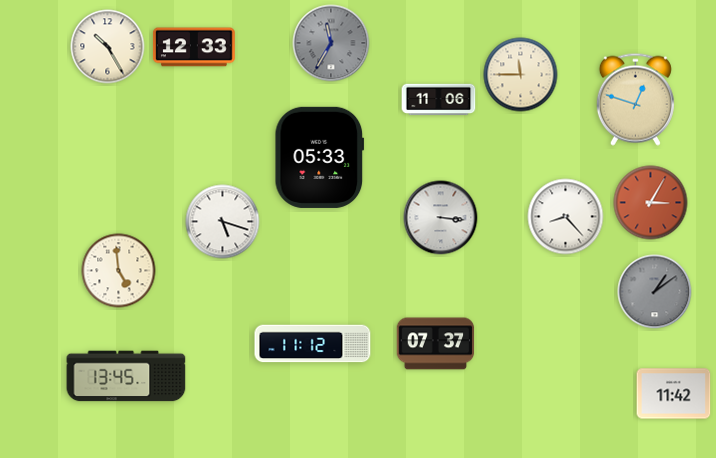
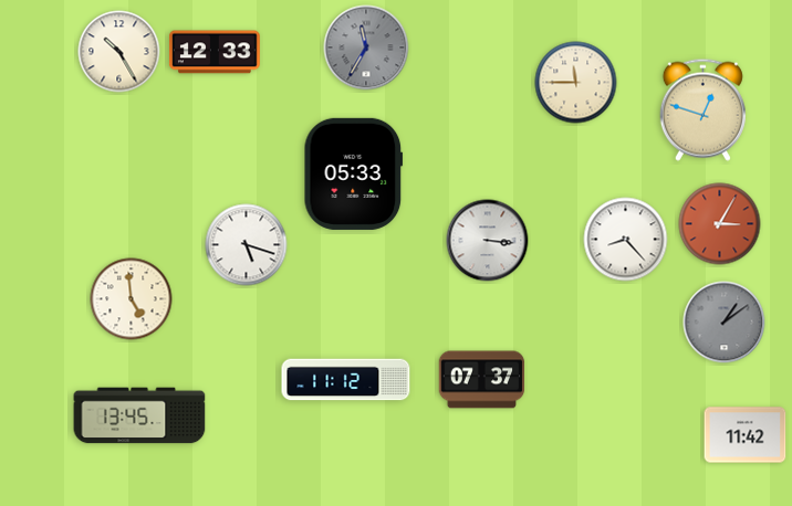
clock at (439, 100): 11:06 -> none
